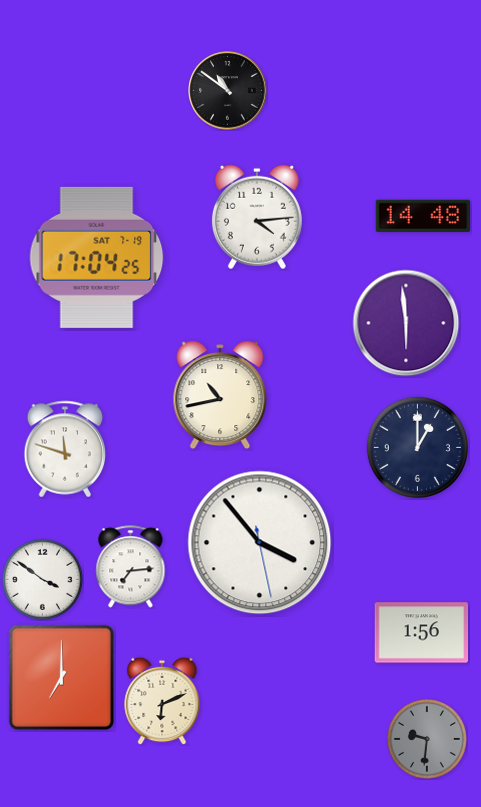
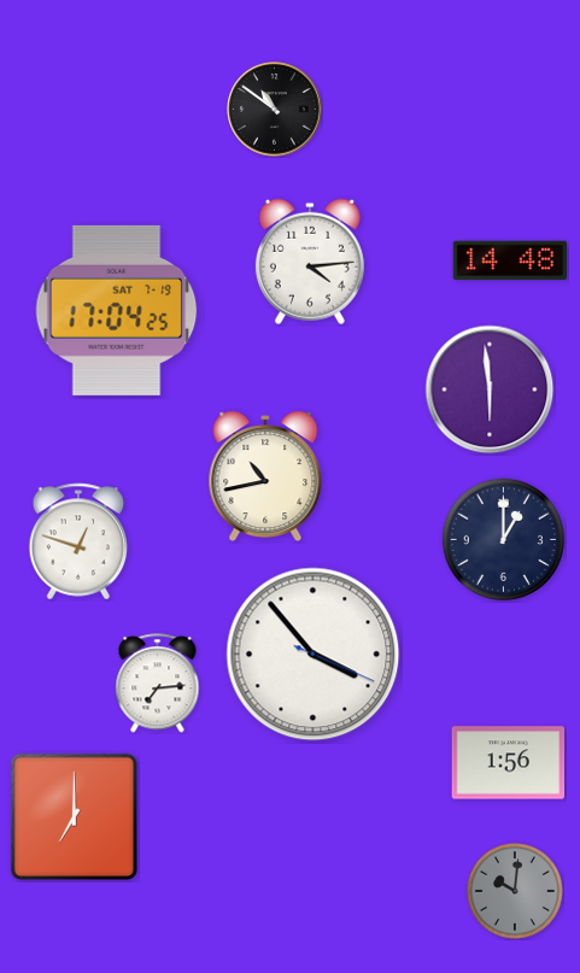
clock at (65, 449): 11:48 -> 12:48
clock at (260, 543): 3:53:28 -> 3:53:19
clock at (42, 579): 3:51 -> none
clock at (162, 701): 6:11 -> none
clock at (427, 739): 9:31 -> 10:01
